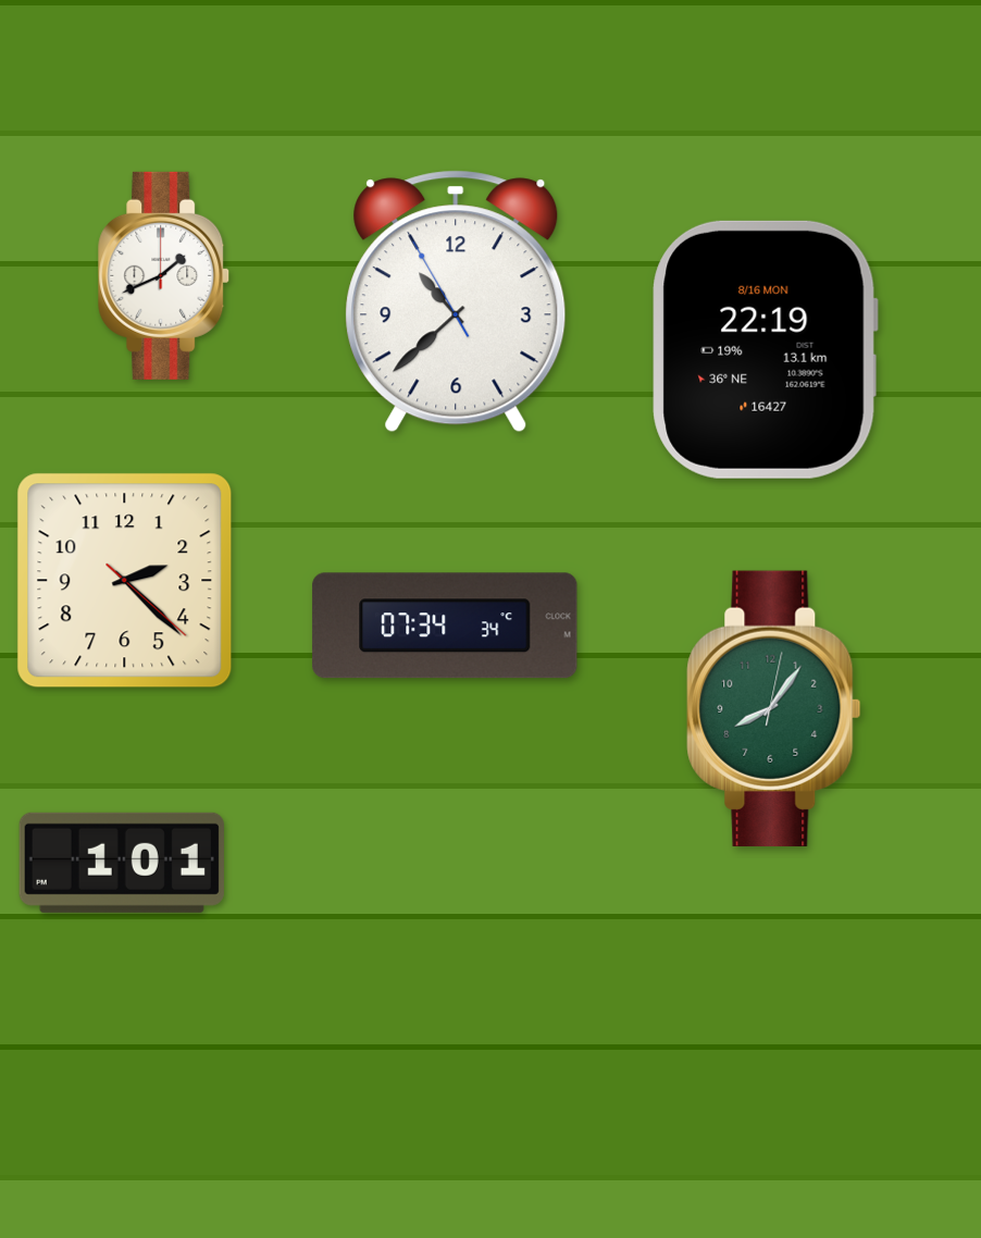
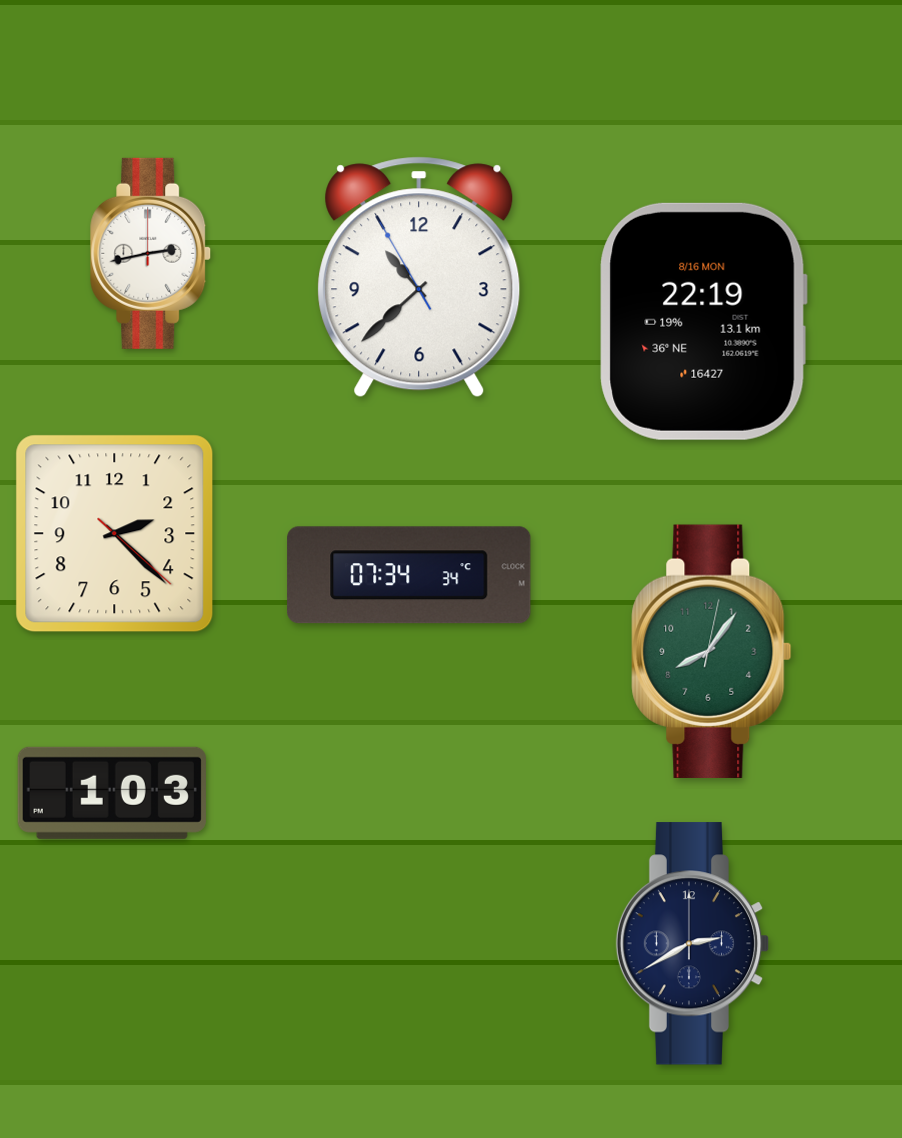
clock at (164, 275): 1:41 -> 2:43
clock at (122, 863): 1:01 -> 1:03
clock at (693, 944): none -> 2:40
